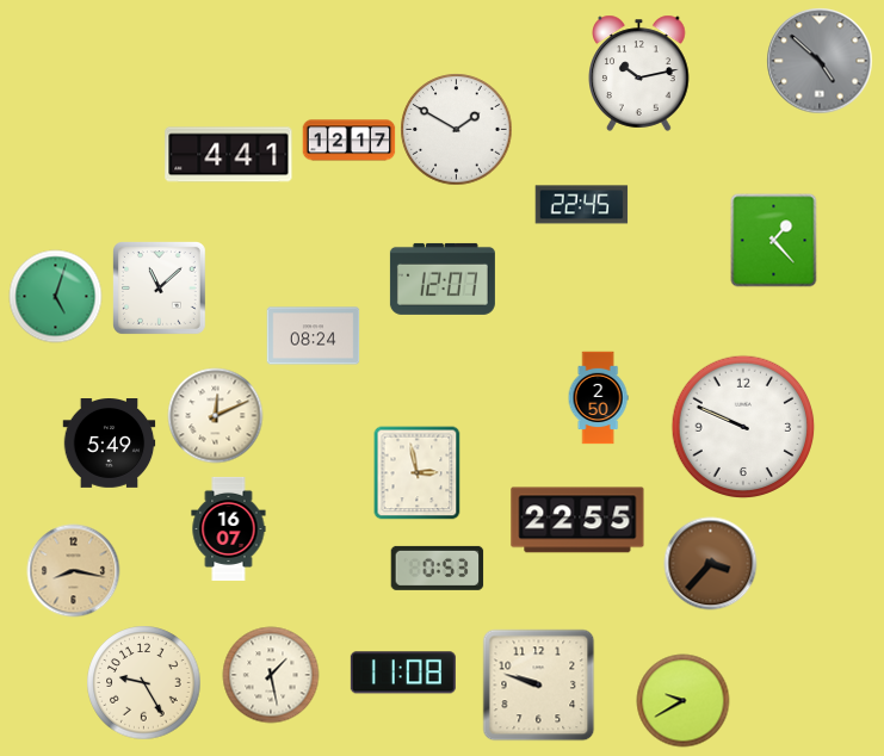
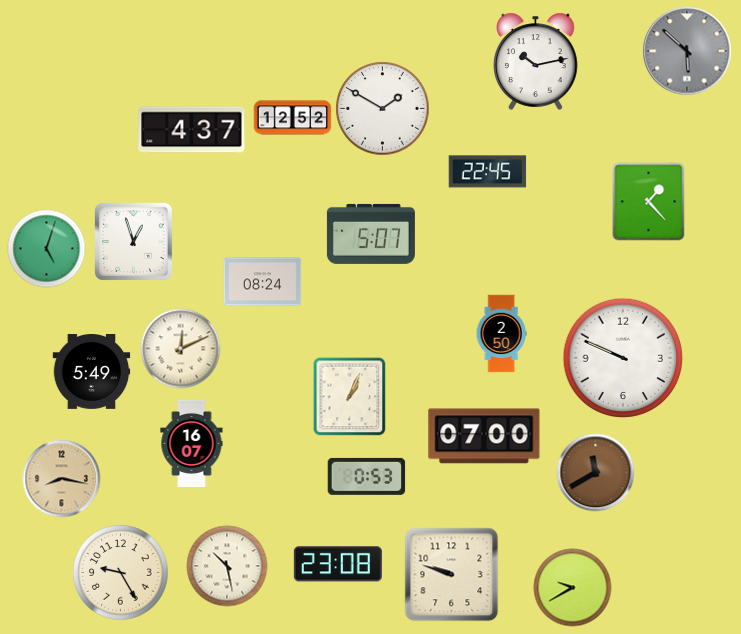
clock at (820, 61): 4:52 -> 5:52
clock at (348, 141): 12:17 -> 12:52
clock at (229, 155): 4:41 -> 4:37
clock at (443, 279): 12:07 -> 5:07
clock at (160, 289): 11:08 -> 12:57
clock at (418, 472): 2:58 -> 1:04
clock at (577, 520): 22:55 -> 07:00
clock at (710, 563): 3:37 -> 11:40
clock at (403, 673): 11:08 -> 23:08
clock at (271, 675): 1:28 -> 10:28
